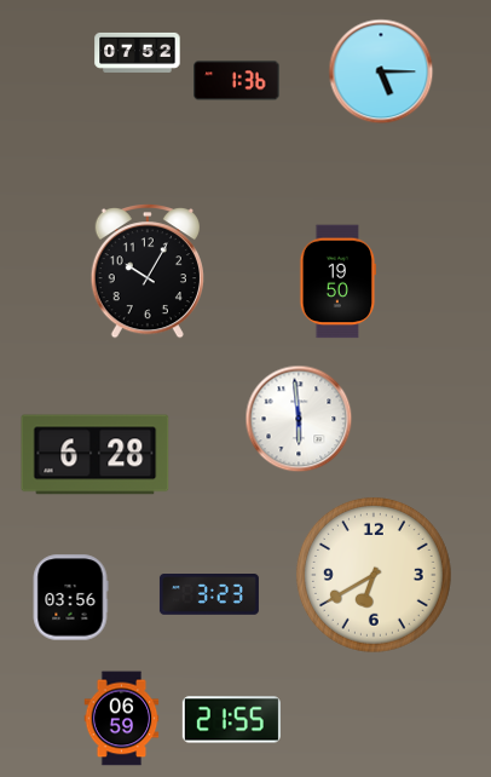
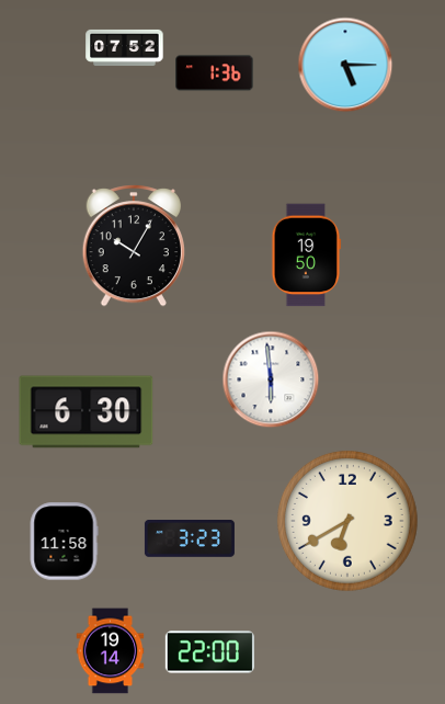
clock at (96, 455): 6:28 -> 6:30
clock at (374, 575) position: (374, 575) -> (347, 521)
clock at (70, 598): 03:56 -> 11:58
clock at (122, 719): 06:59 -> 19:14
clock at (231, 720): 21:55 -> 22:00
